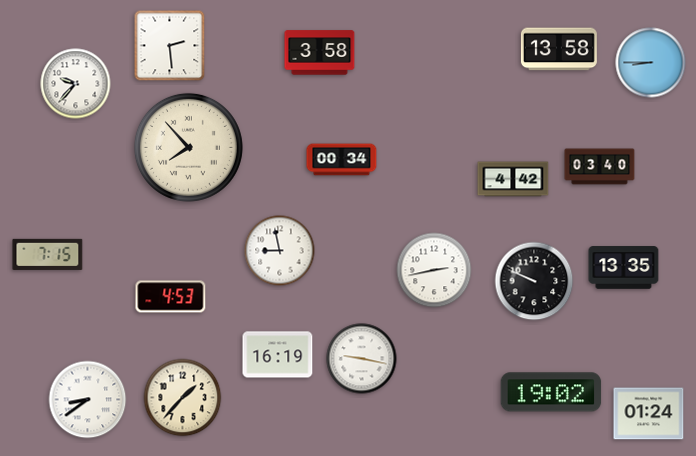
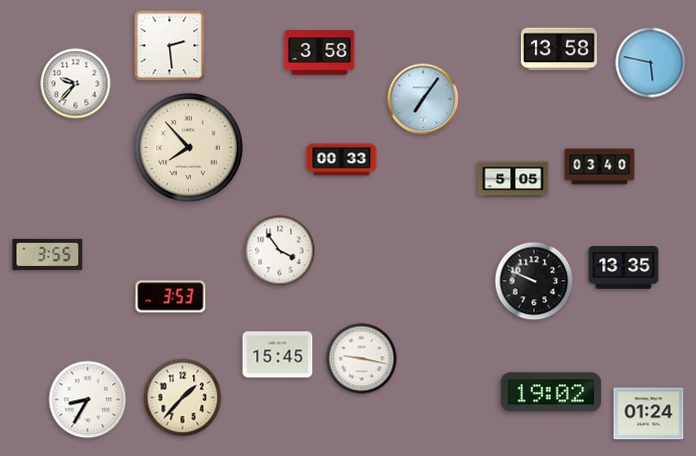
clock at (651, 63): 8:45 -> 5:47
clock at (423, 99): none -> 7:06
clock at (342, 160): 00:34 -> 00:33
clock at (513, 179): 4:42 -> 5:05
clock at (280, 251): 8:58 -> 3:54
clock at (48, 254): 7:15 -> 3:55
clock at (434, 270): 2:43 -> none
clock at (171, 297): 4:53 -> 3:53
clock at (278, 355): 16:19 -> 15:45
clock at (88, 400): 8:39 -> 8:35
